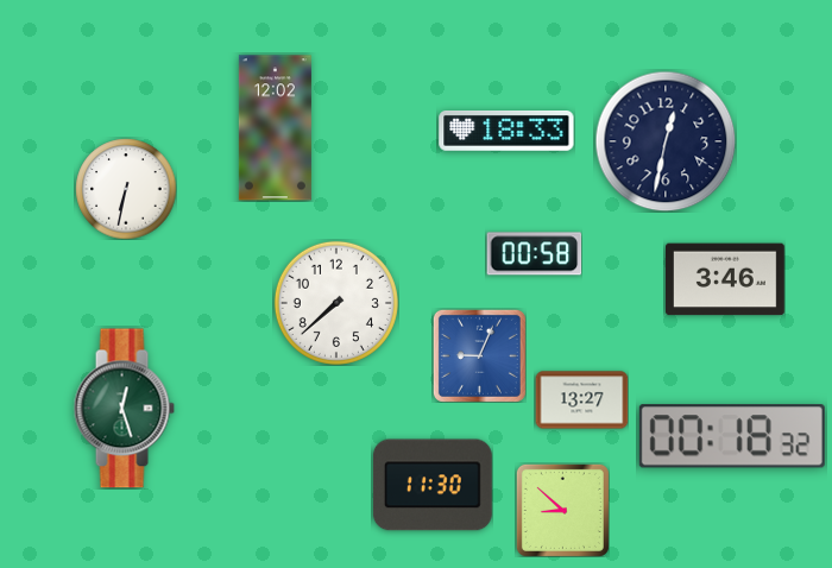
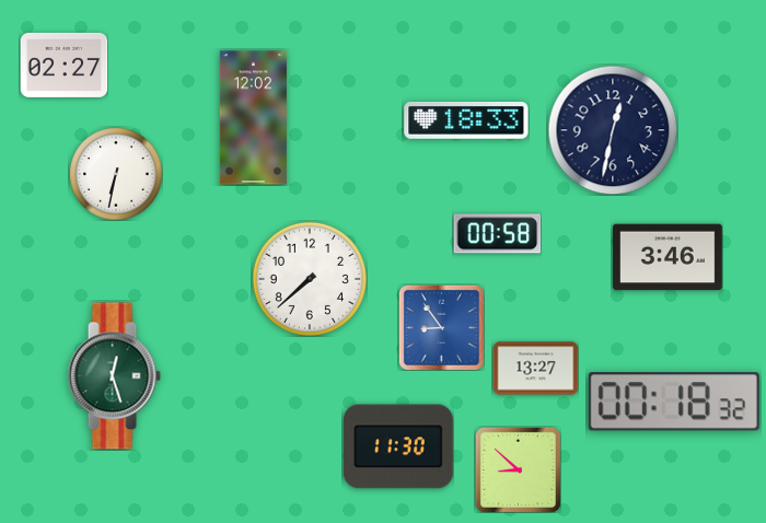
clock at (63, 65): none -> 02:27
clock at (534, 254) position: (534, 254) -> (497, 234)
clock at (479, 355): 9:04 -> 8:54
